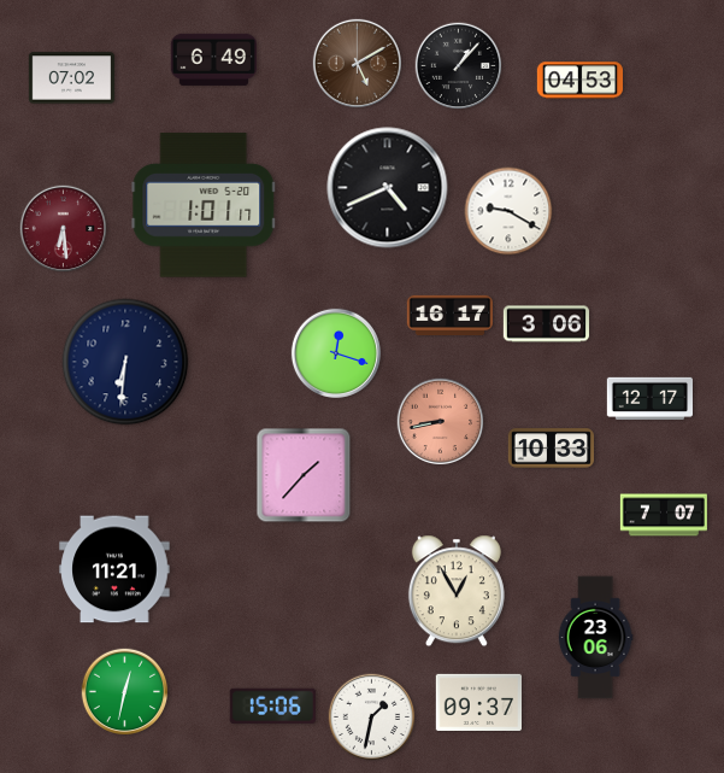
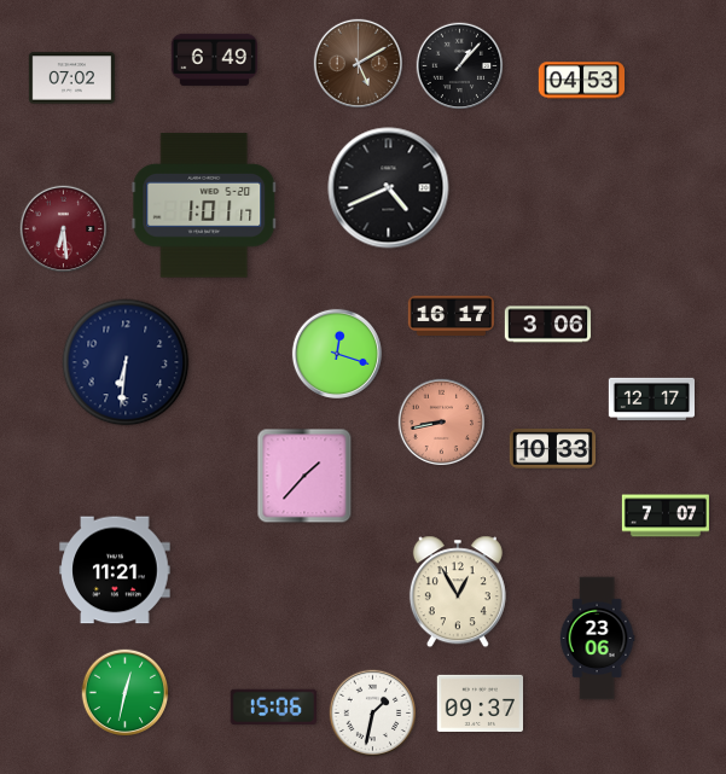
clock at (508, 211): 9:20 -> none
clock at (372, 718) position: (372, 718) -> (373, 714)
